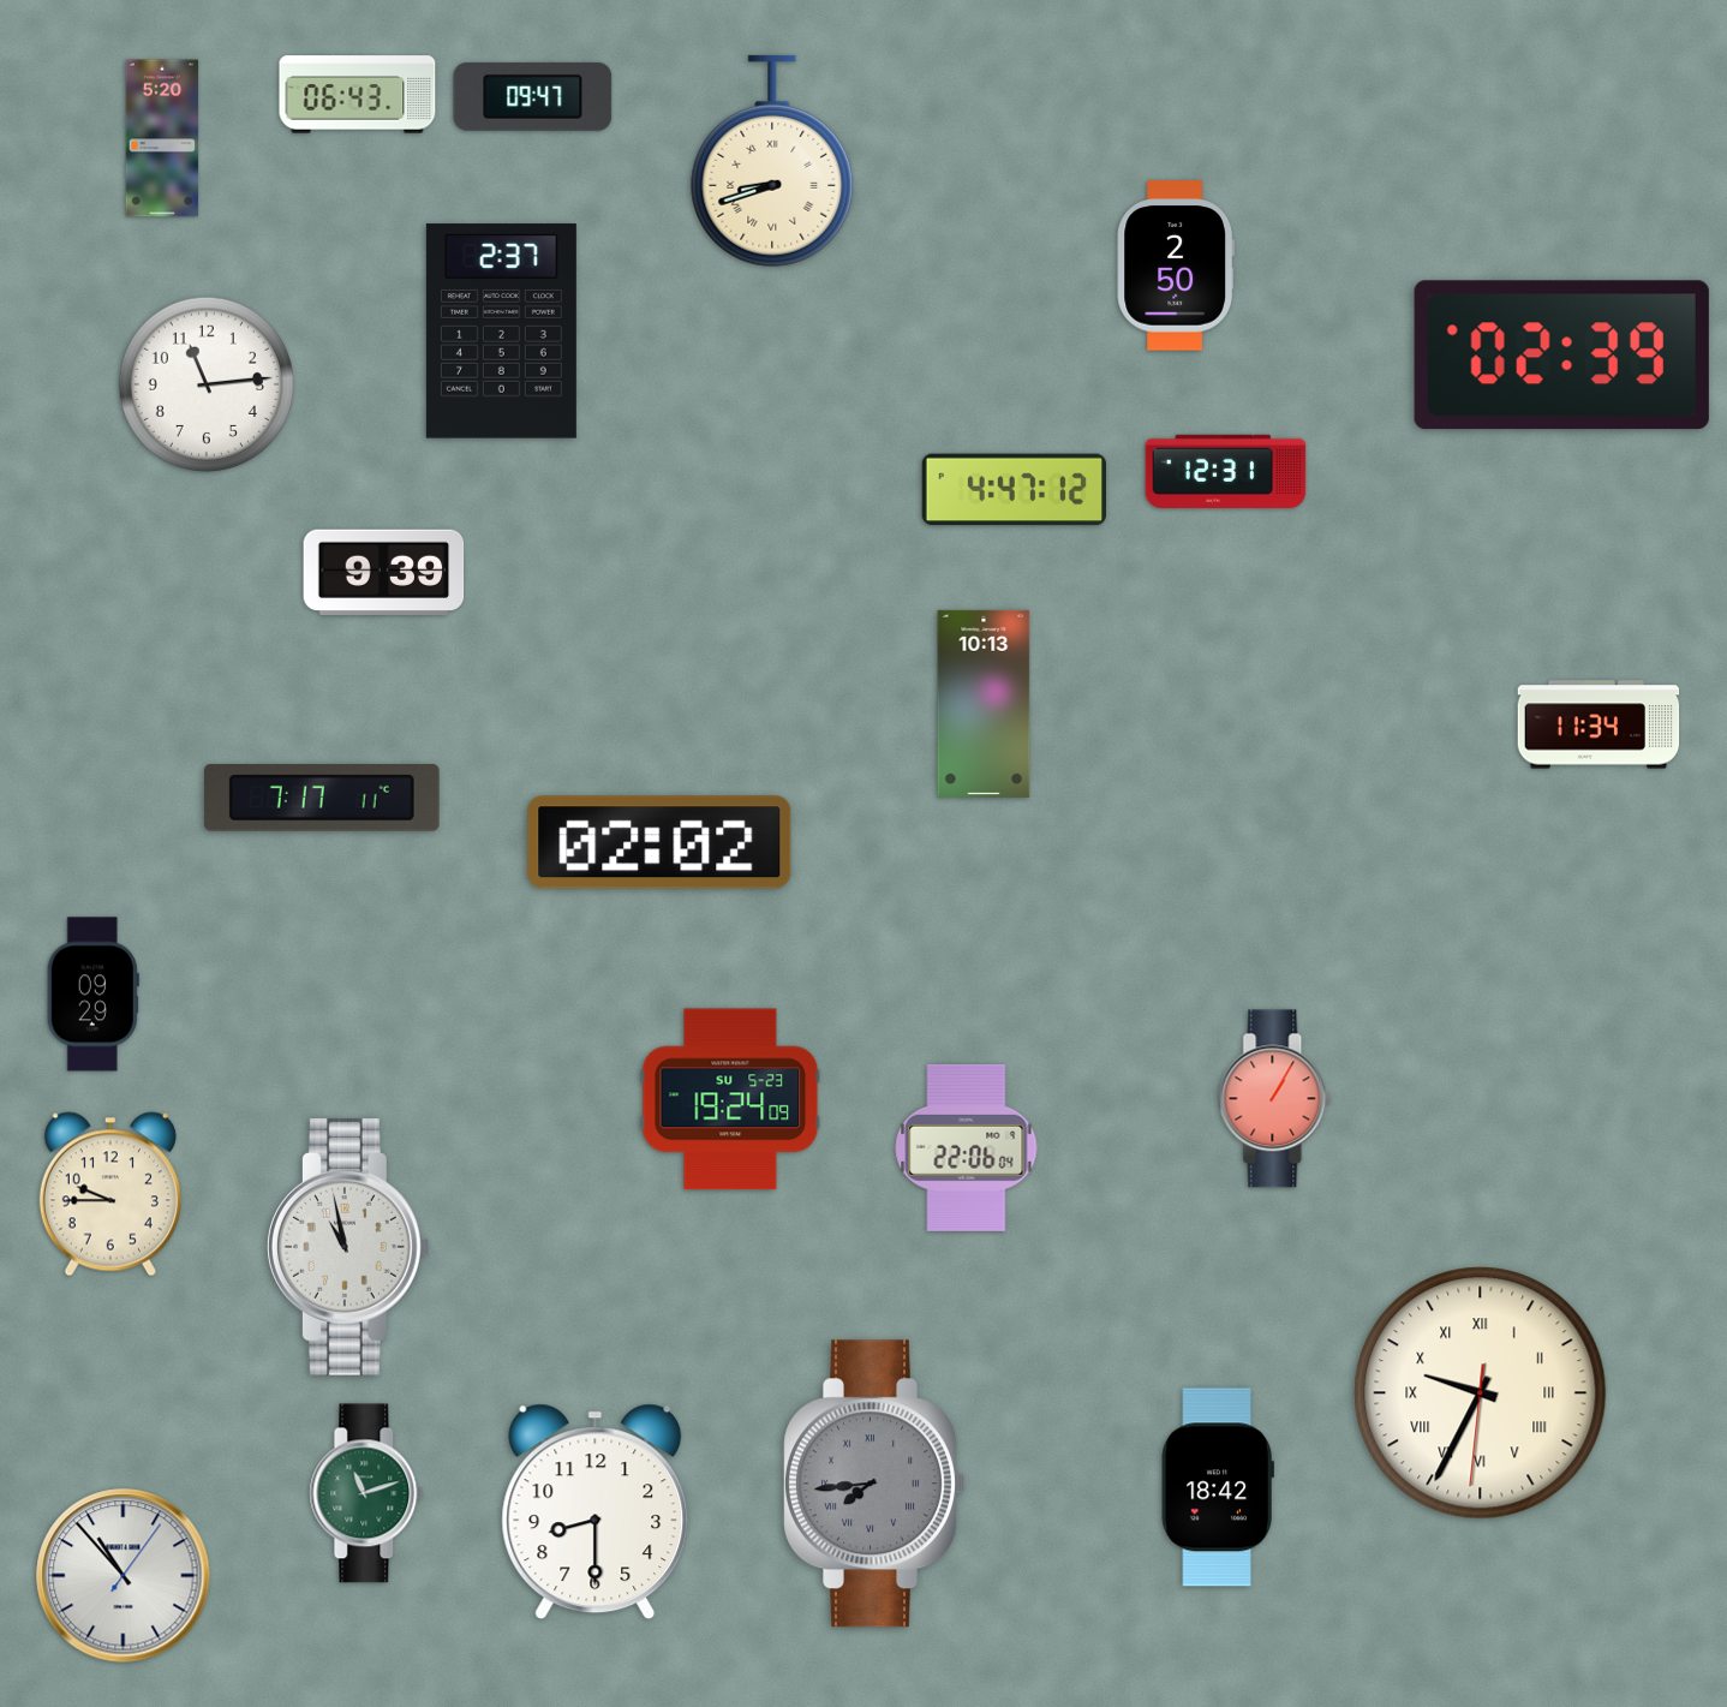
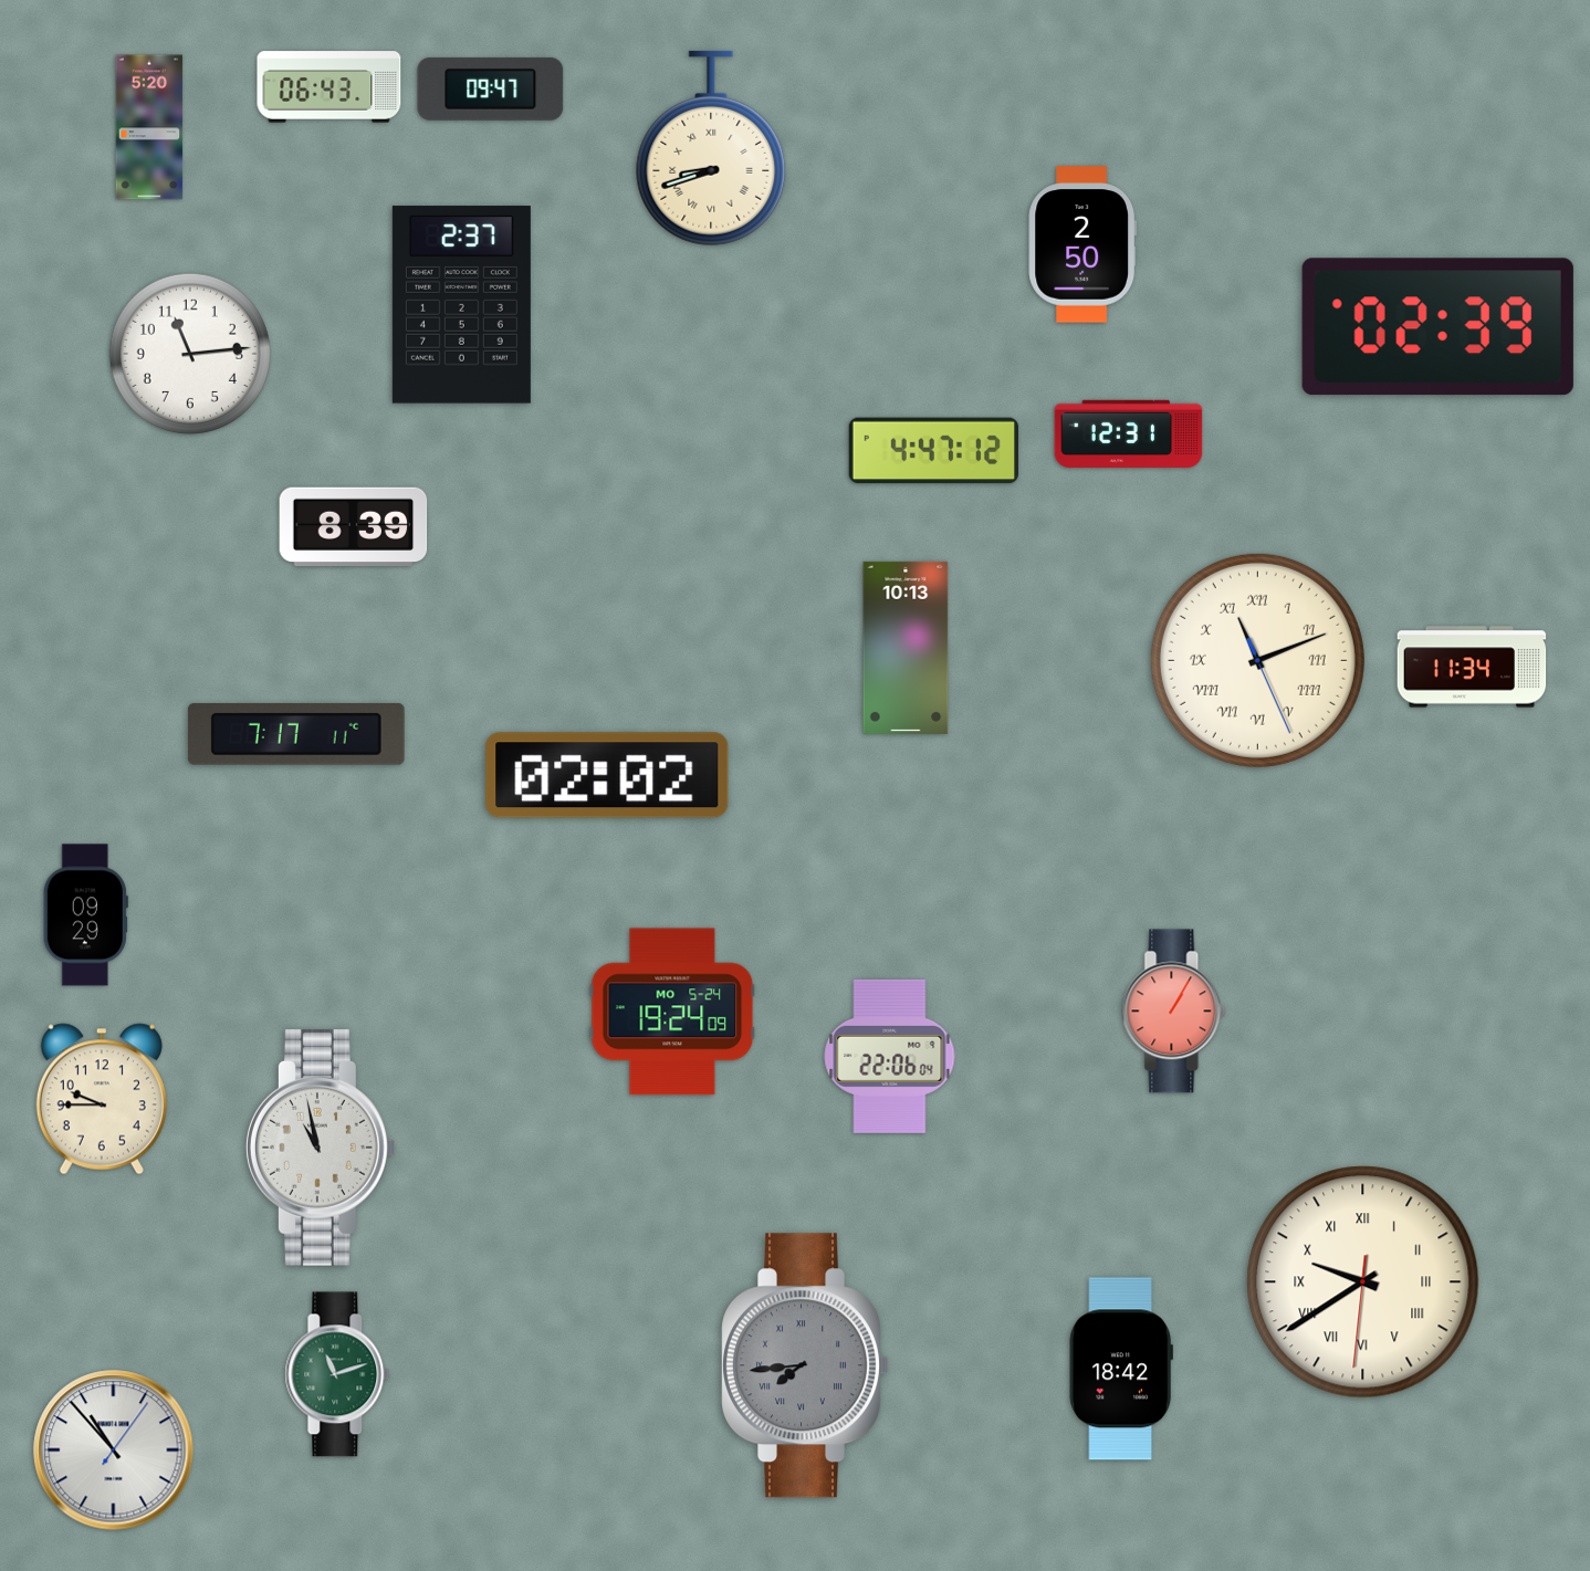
clock at (384, 573): 9:39 -> 8:39
clock at (1257, 660): none -> 11:11
clock at (730, 1099) date: SU 5-23 -> MO 5-24
clock at (1481, 1393): 9:34 -> 9:39
clock at (596, 1512): 8:30 -> none
